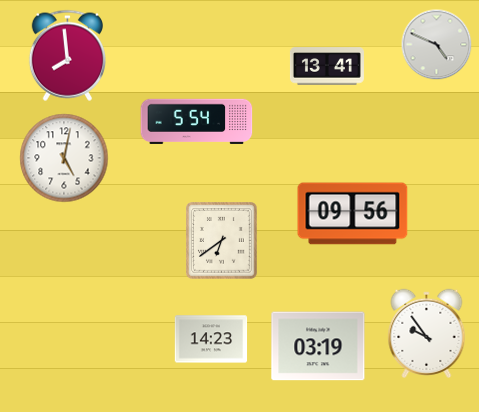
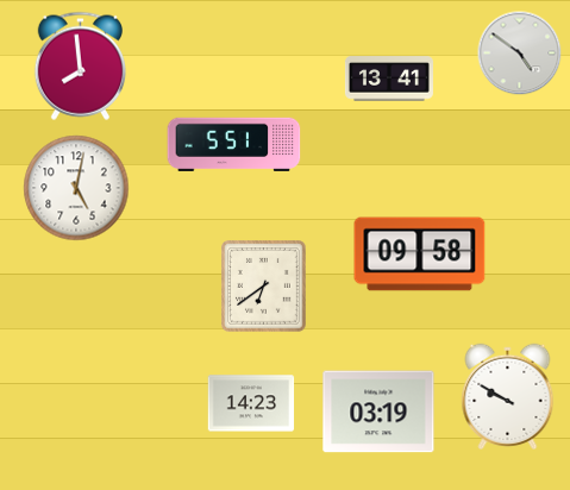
clock at (437, 45): 4:49 -> 4:51
clock at (197, 121): 5:54 -> 5:51
clock at (353, 214): 09:56 -> 09:58
clock at (427, 333): 9:54 -> 9:50
